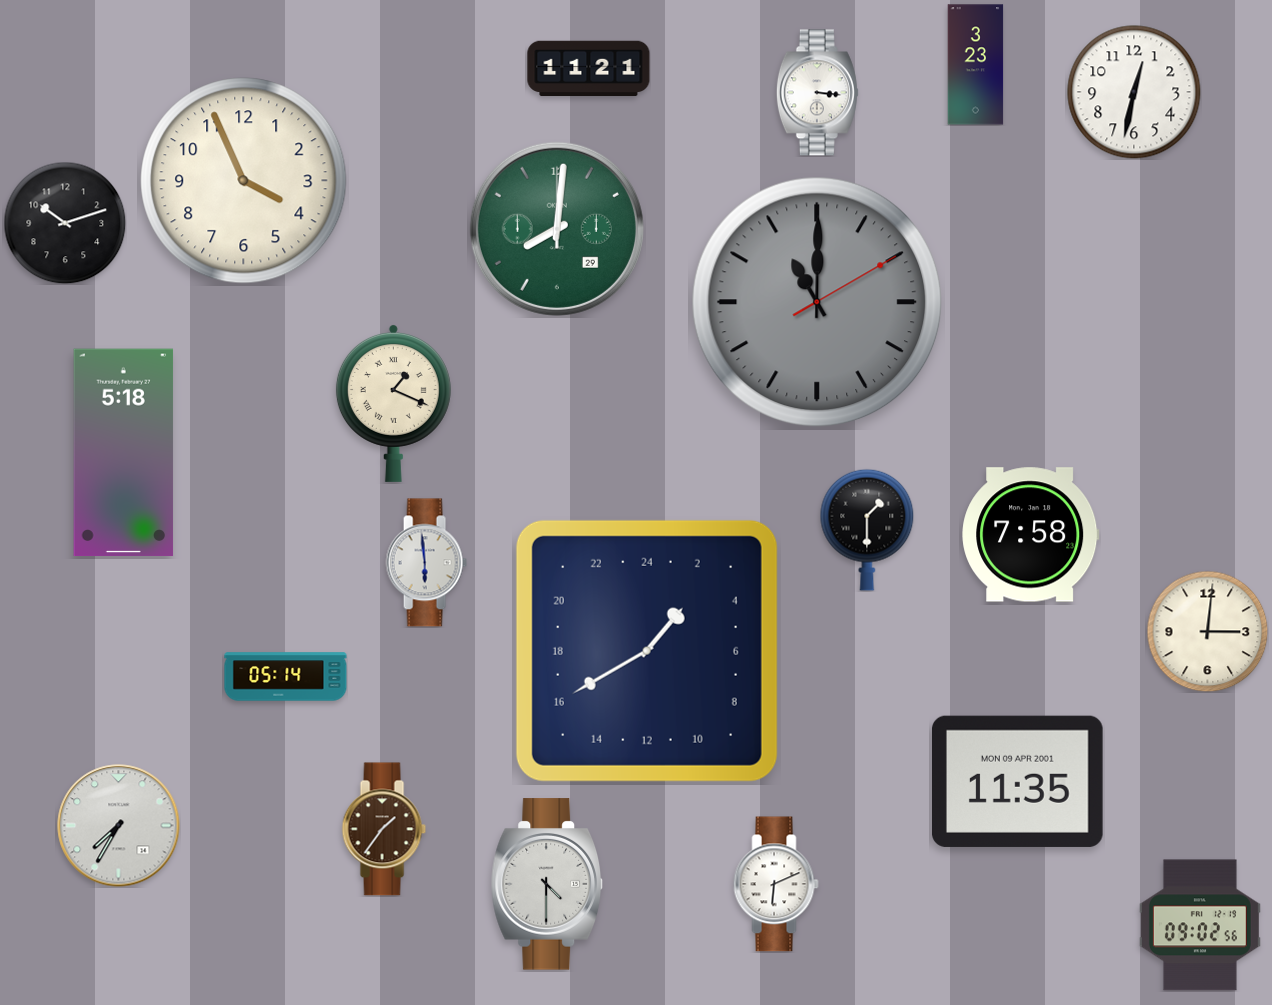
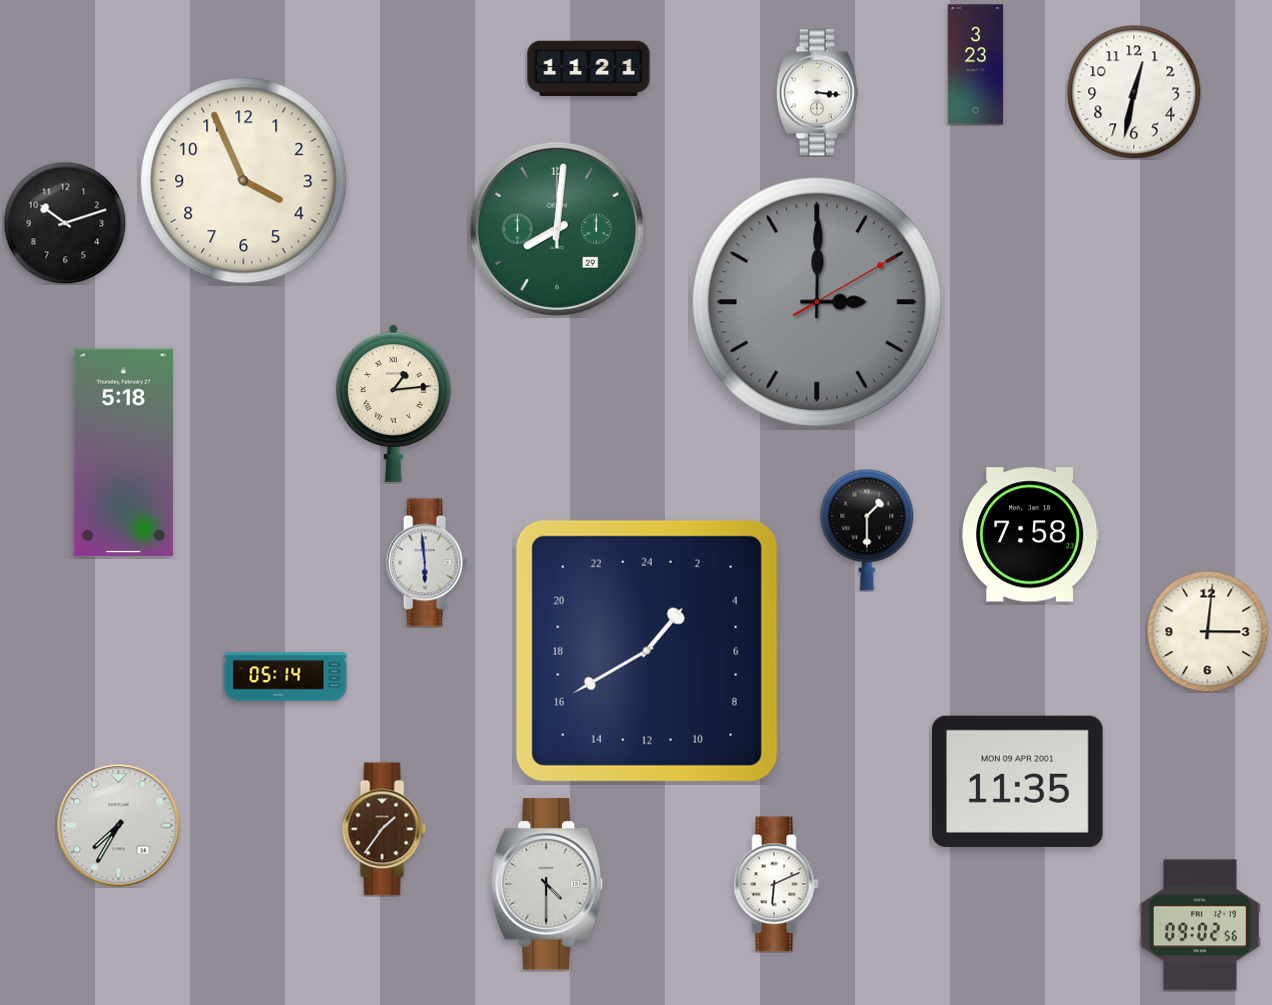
clock at (817, 302): 11:00 -> 3:00
clock at (393, 403): 1:19 -> 1:14
